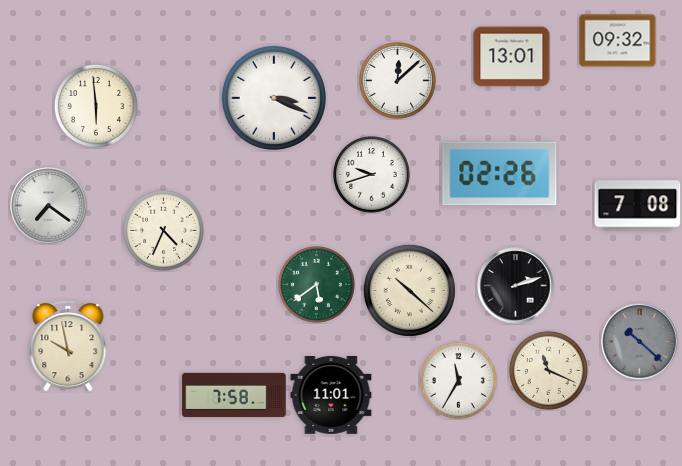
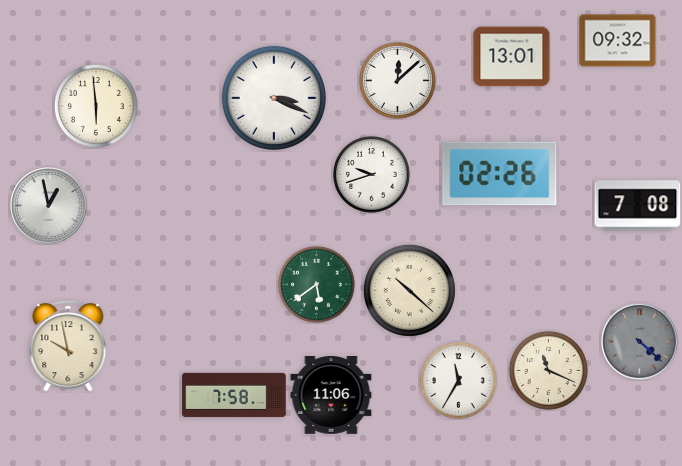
clock at (49, 206): 7:21 -> 12:58
clock at (163, 230): 4:34 -> none
clock at (516, 286): 2:12 -> none
clock at (640, 342): 10:22 -> 4:22
clock at (331, 396): 11:01 -> 11:06
